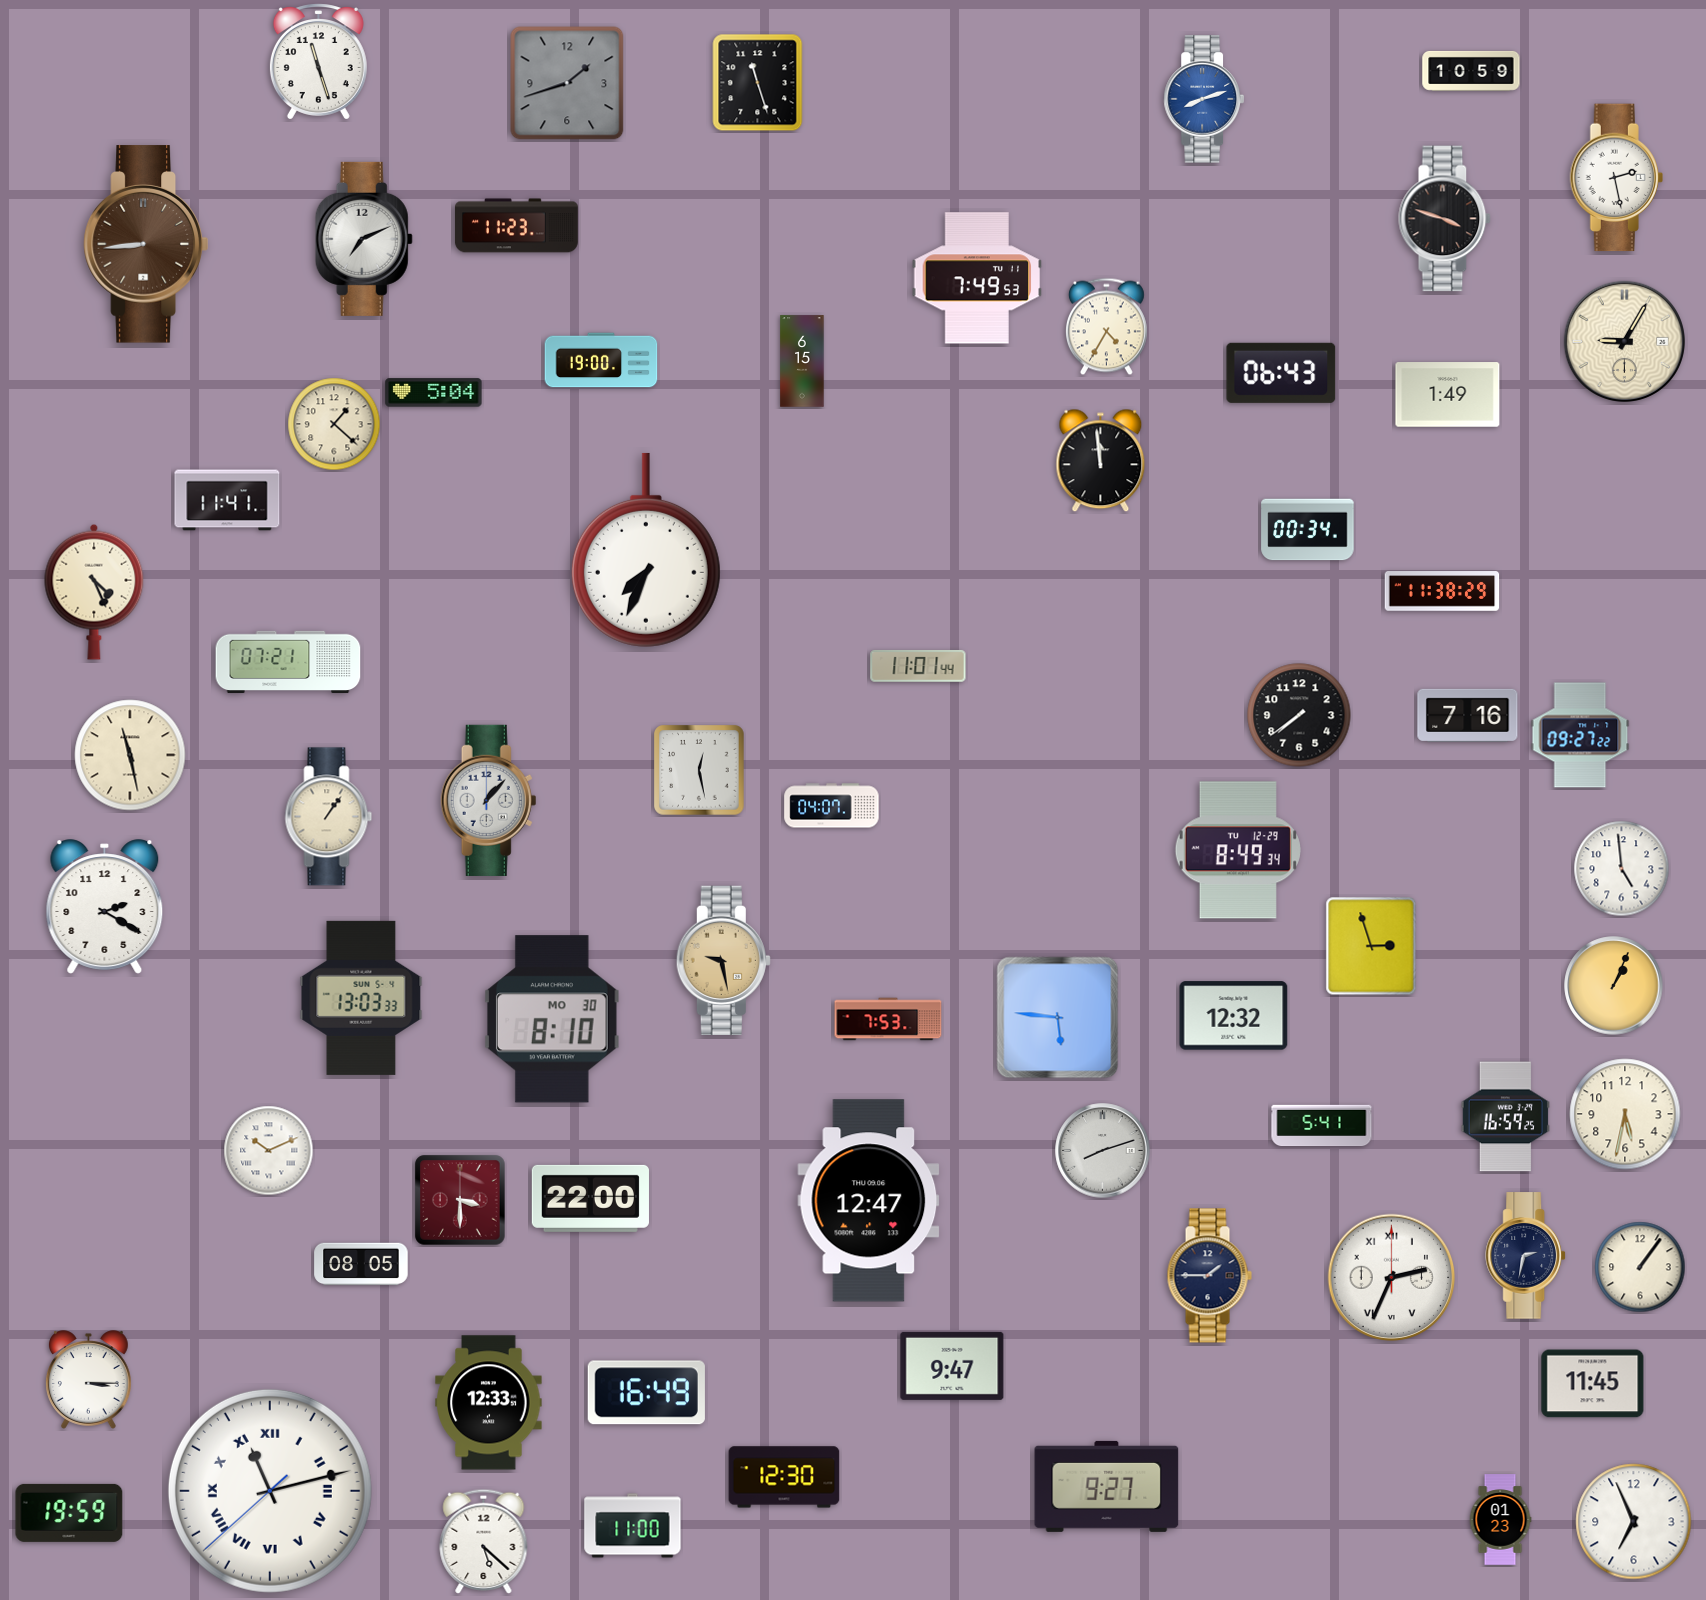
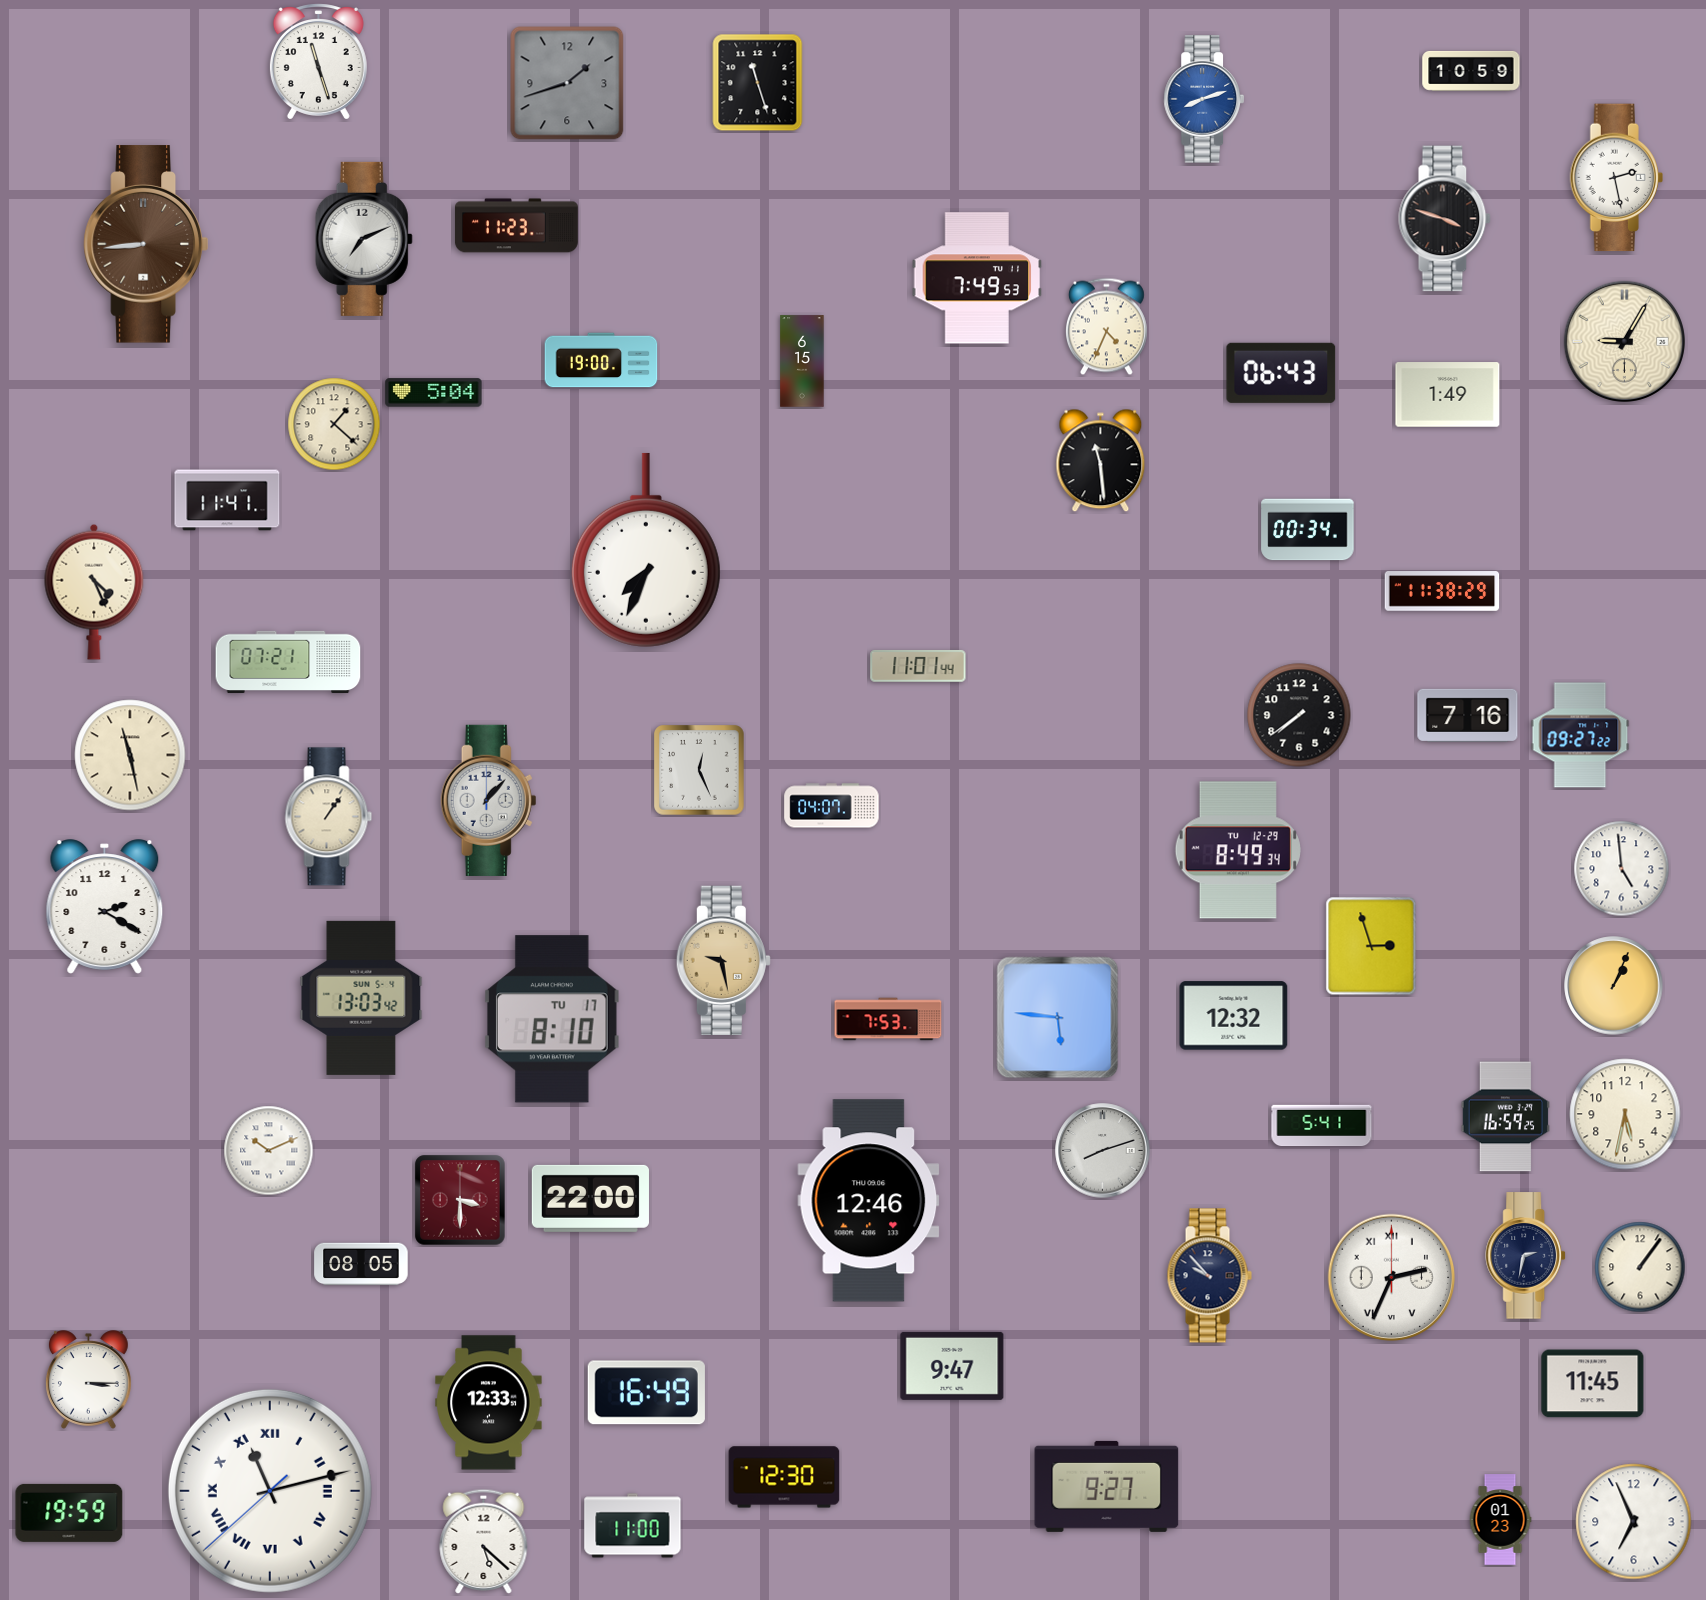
clock at (1106, 327): 4:35 -> 4:34
clock at (1101, 461): 11:59 -> 11:29
clock at (699, 770): 12:28 -> 12:26
clock at (361, 998): 13:03:33 -> 13:03:42
clock at (552, 1019) date: MO 30 -> TU 17
clock at (869, 1201): 12:47 -> 12:46
clock at (1209, 1276): 1:45 -> 9:53
